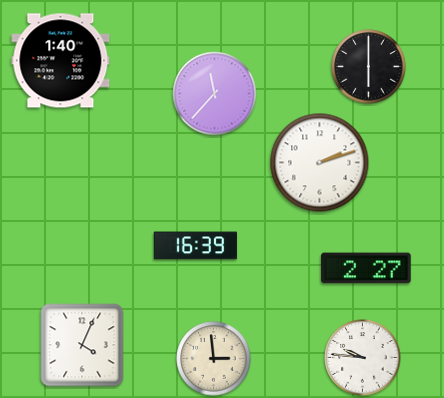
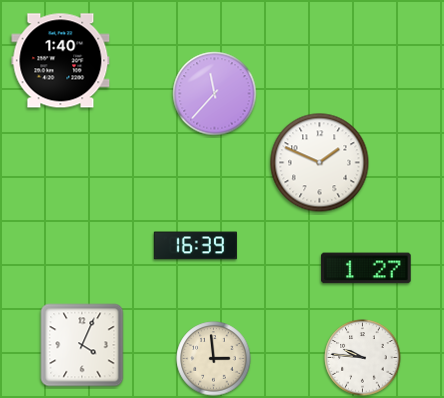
clock at (369, 67): 6:00 -> none
clock at (320, 163): 2:12 -> 1:49
clock at (366, 268): 2:27 -> 1:27
